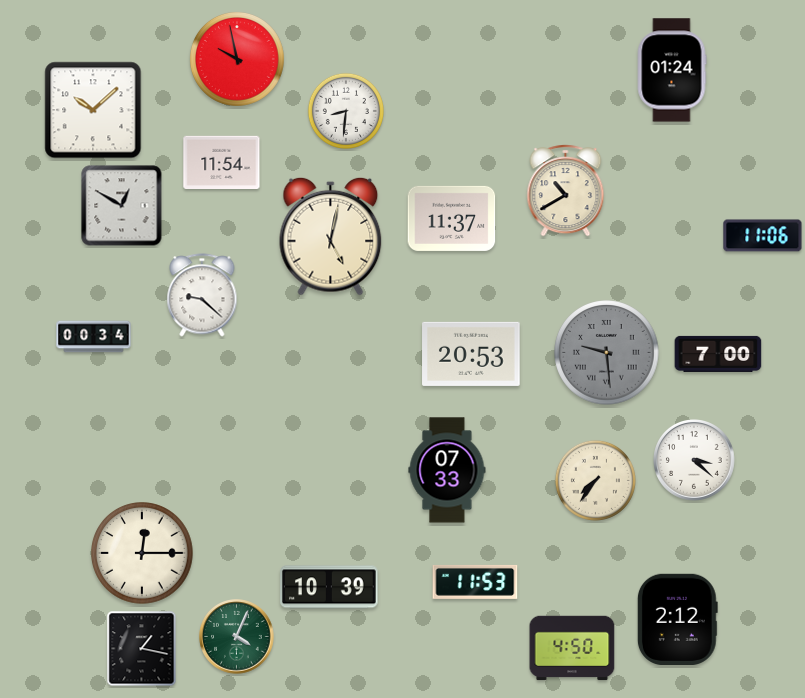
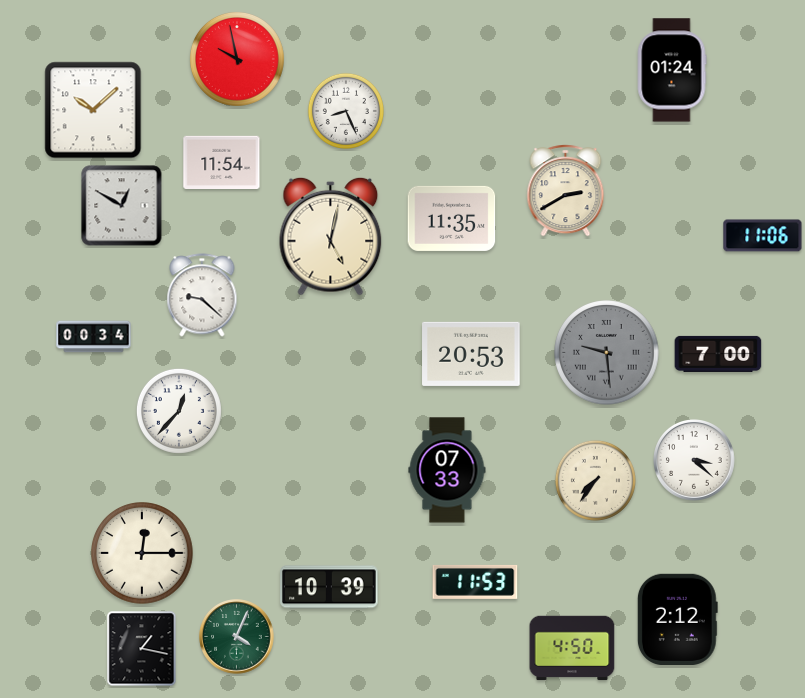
clock at (346, 111): 8:31 -> 8:26
clock at (566, 191): 10:40 -> 2:40
clock at (452, 218): 11:37 -> 11:35
clock at (179, 411): none -> 12:37
